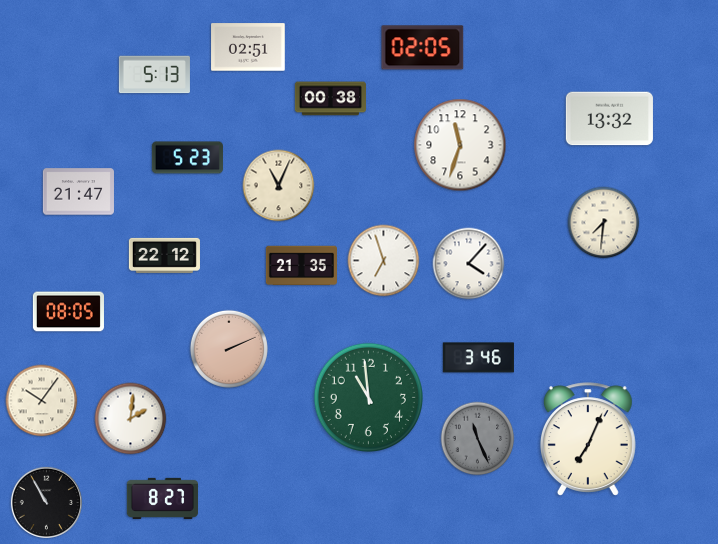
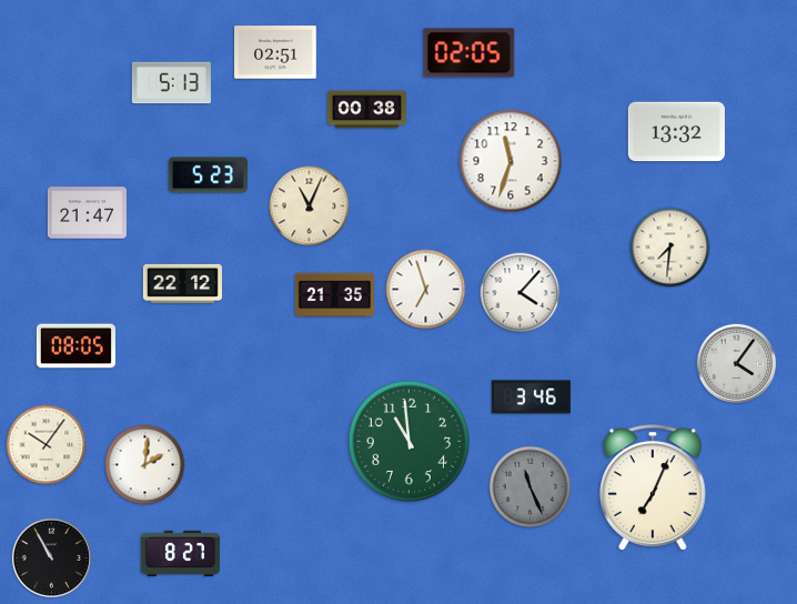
clock at (736, 363): none -> 4:06
clock at (229, 349): 2:11 -> none
